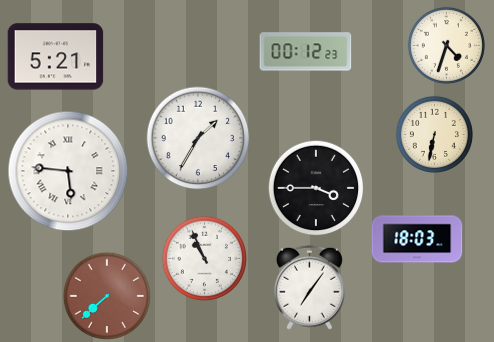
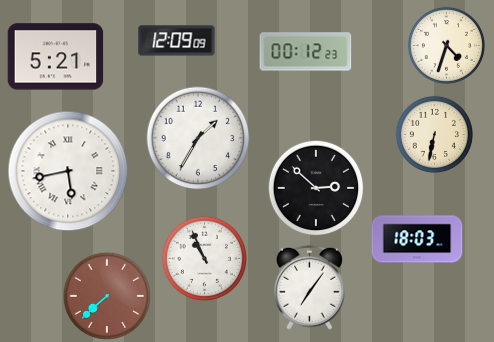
clock at (177, 41): none -> 12:09
clock at (68, 171): 5:46 -> 5:43
clock at (316, 188): 3:45 -> 2:52
